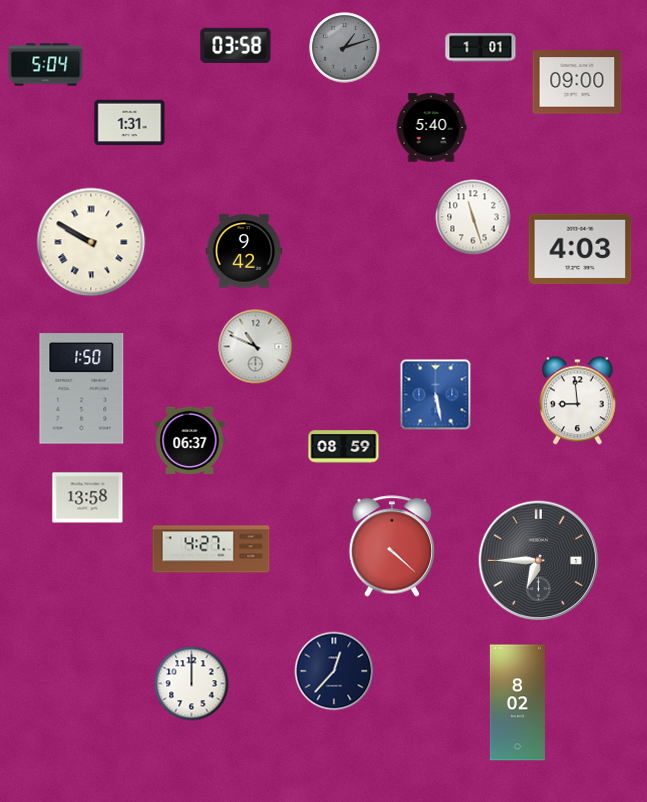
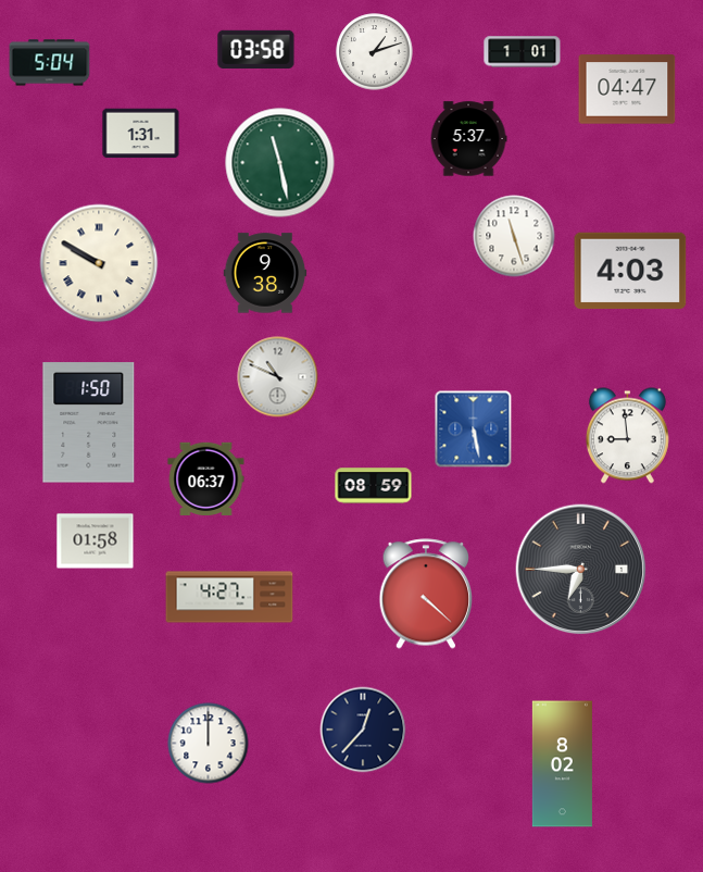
clock at (345, 48) dial: grey -> white
clock at (46, 65) position: (46, 65) -> (50, 63)
clock at (577, 82): 09:00 -> 04:47
clock at (431, 128): 5:40 -> 5:37
clock at (280, 163): none -> 11:28
clock at (244, 251): 9:42 -> 9:38
clock at (88, 498): 13:58 -> 01:58
clock at (539, 561) position: (539, 561) -> (581, 570)
